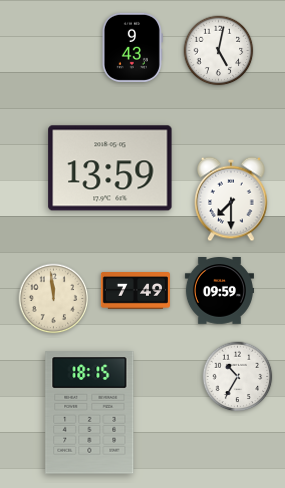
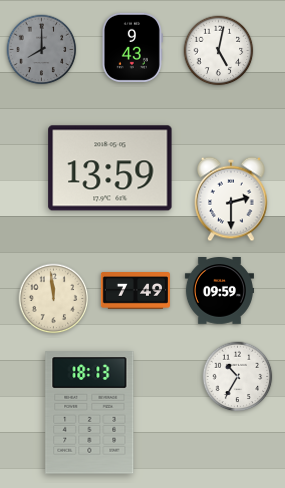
clock at (42, 50): none -> 8:00
clock at (232, 199): 7:30 -> 2:30
clock at (90, 413): 18:15 -> 18:13
